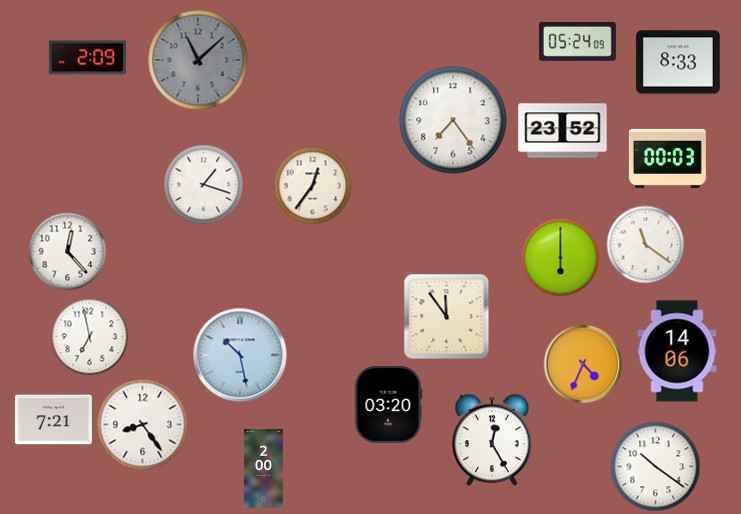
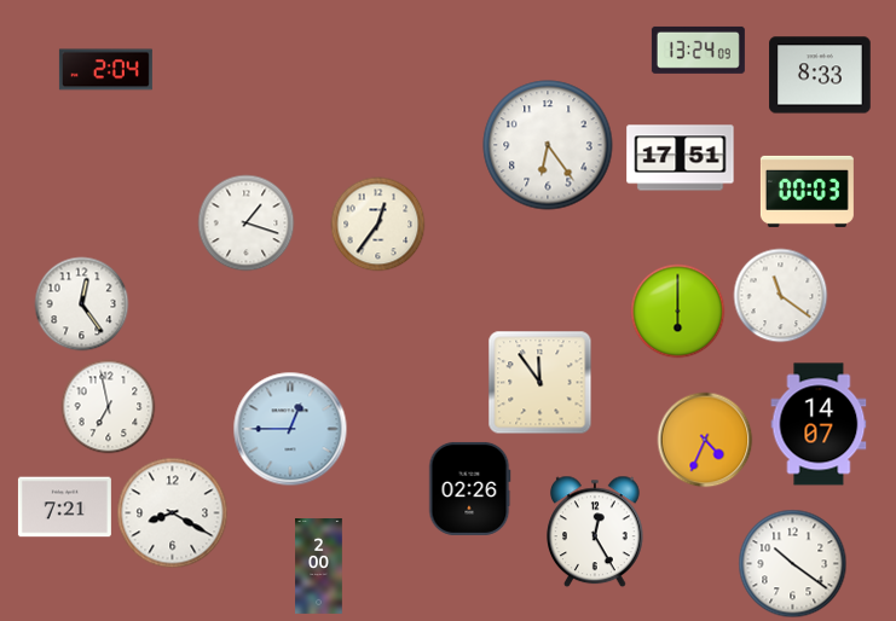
clock at (577, 41): 05:24 -> 13:24
clock at (87, 58): 2:09 -> 2:04
clock at (198, 60): 11:08 -> none
clock at (453, 120): 7:24 -> 6:24
clock at (563, 131): 23:52 -> 17:51
clock at (67, 251): 12:23 -> 12:24
clock at (677, 351): 14:06 -> 14:07
clock at (240, 355): 10:28 -> 12:45
clock at (388, 404): 03:20 -> 02:26
clock at (142, 424): 8:24 -> 8:20
